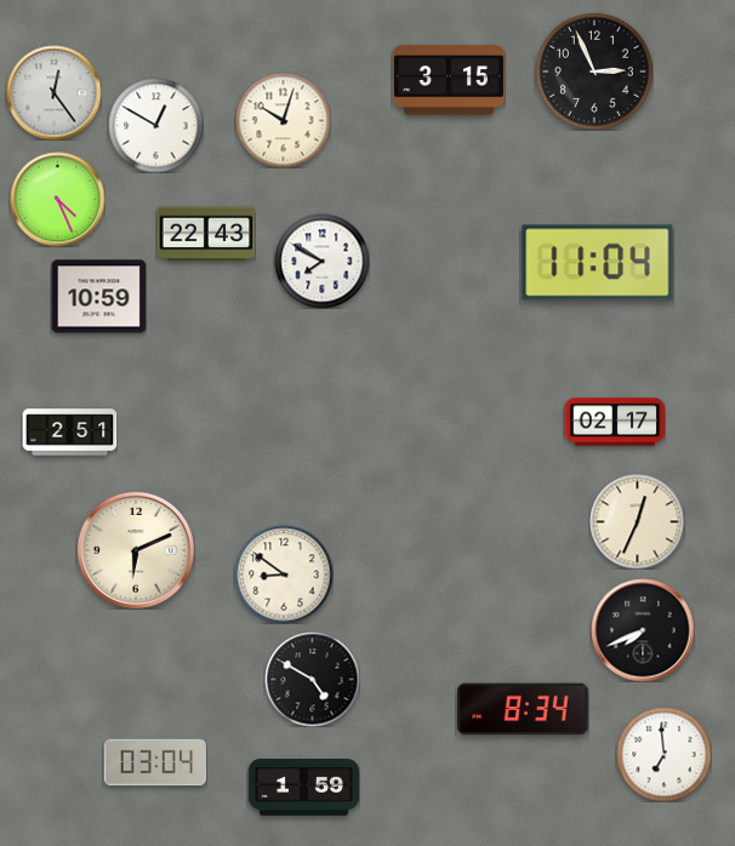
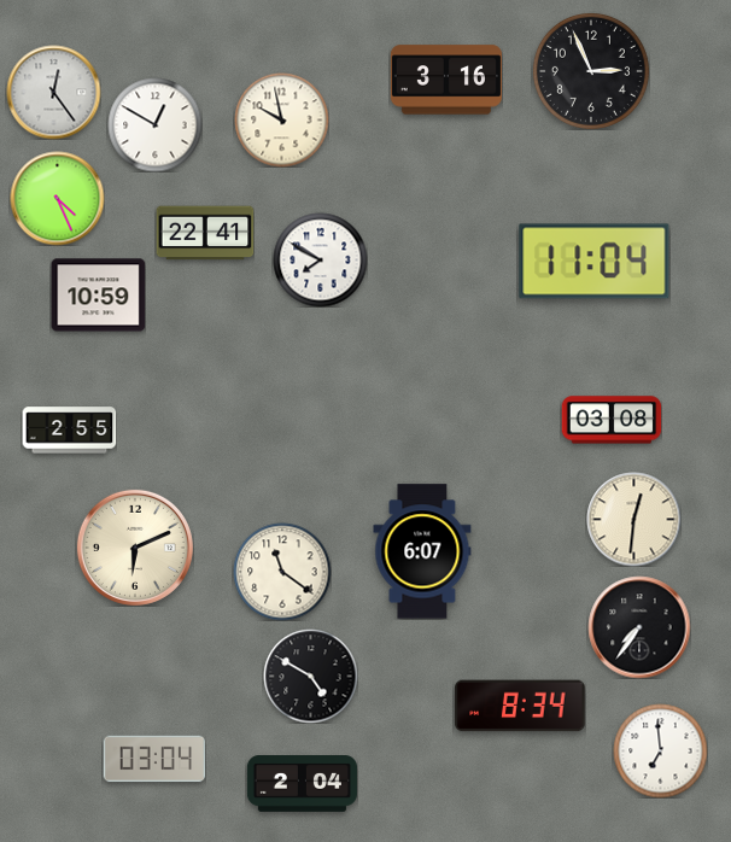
clock at (449, 80): 3:15 -> 3:16
clock at (283, 120): 10:03 -> 9:58
clock at (206, 234): 22:43 -> 22:41
clock at (615, 422): 02:17 -> 03:08
clock at (69, 433): 2:51 -> 2:55
clock at (637, 521): 12:34 -> 12:31
clock at (422, 551): none -> 6:07
clock at (284, 575): 8:51 -> 11:21
clock at (643, 630): 7:41 -> 7:36
clock at (303, 788): 1:59 -> 2:04
